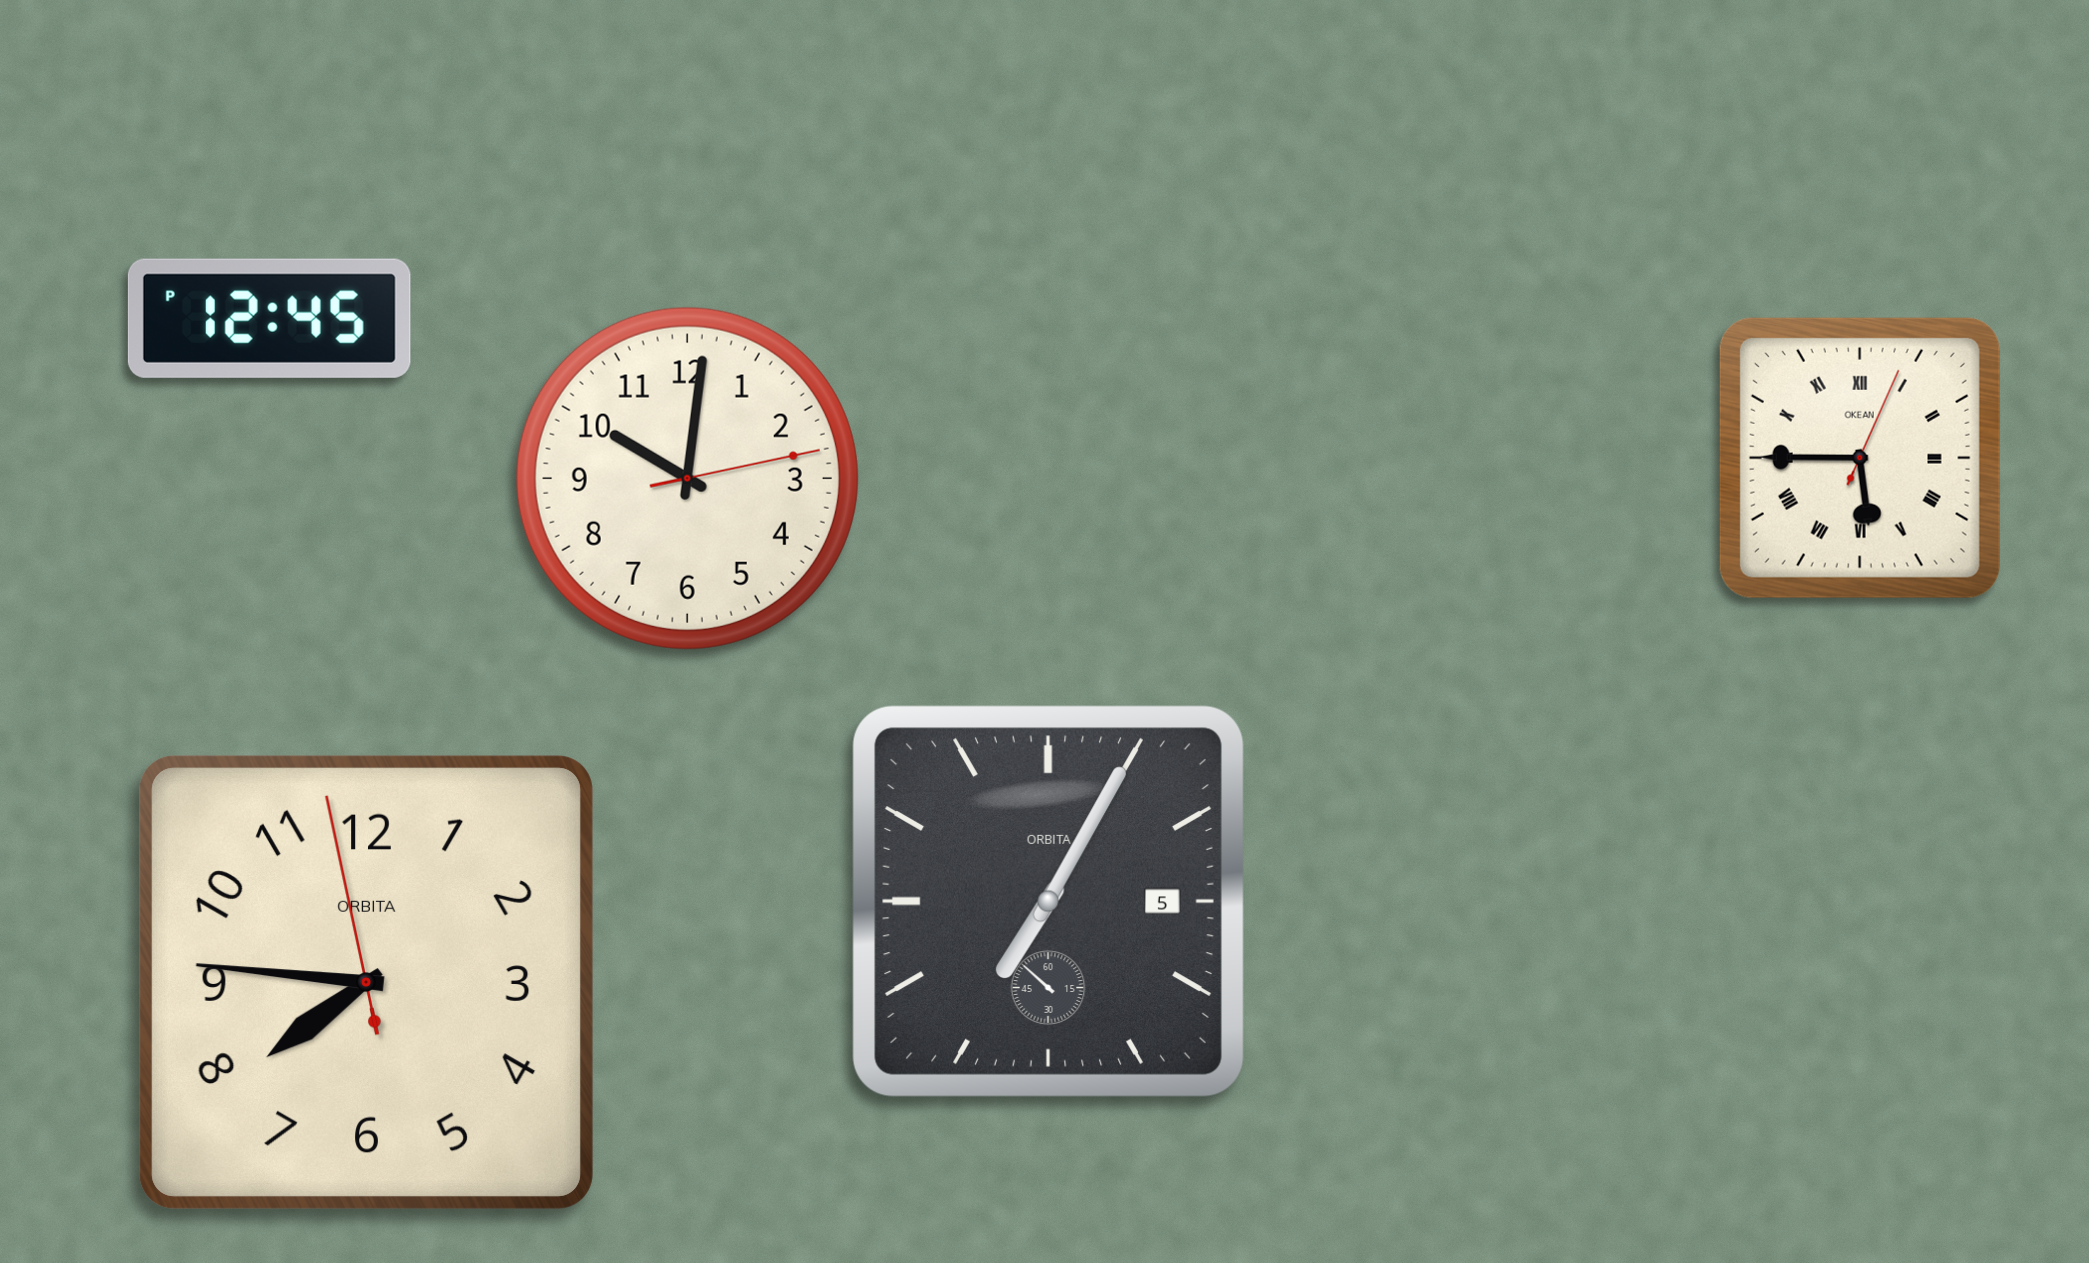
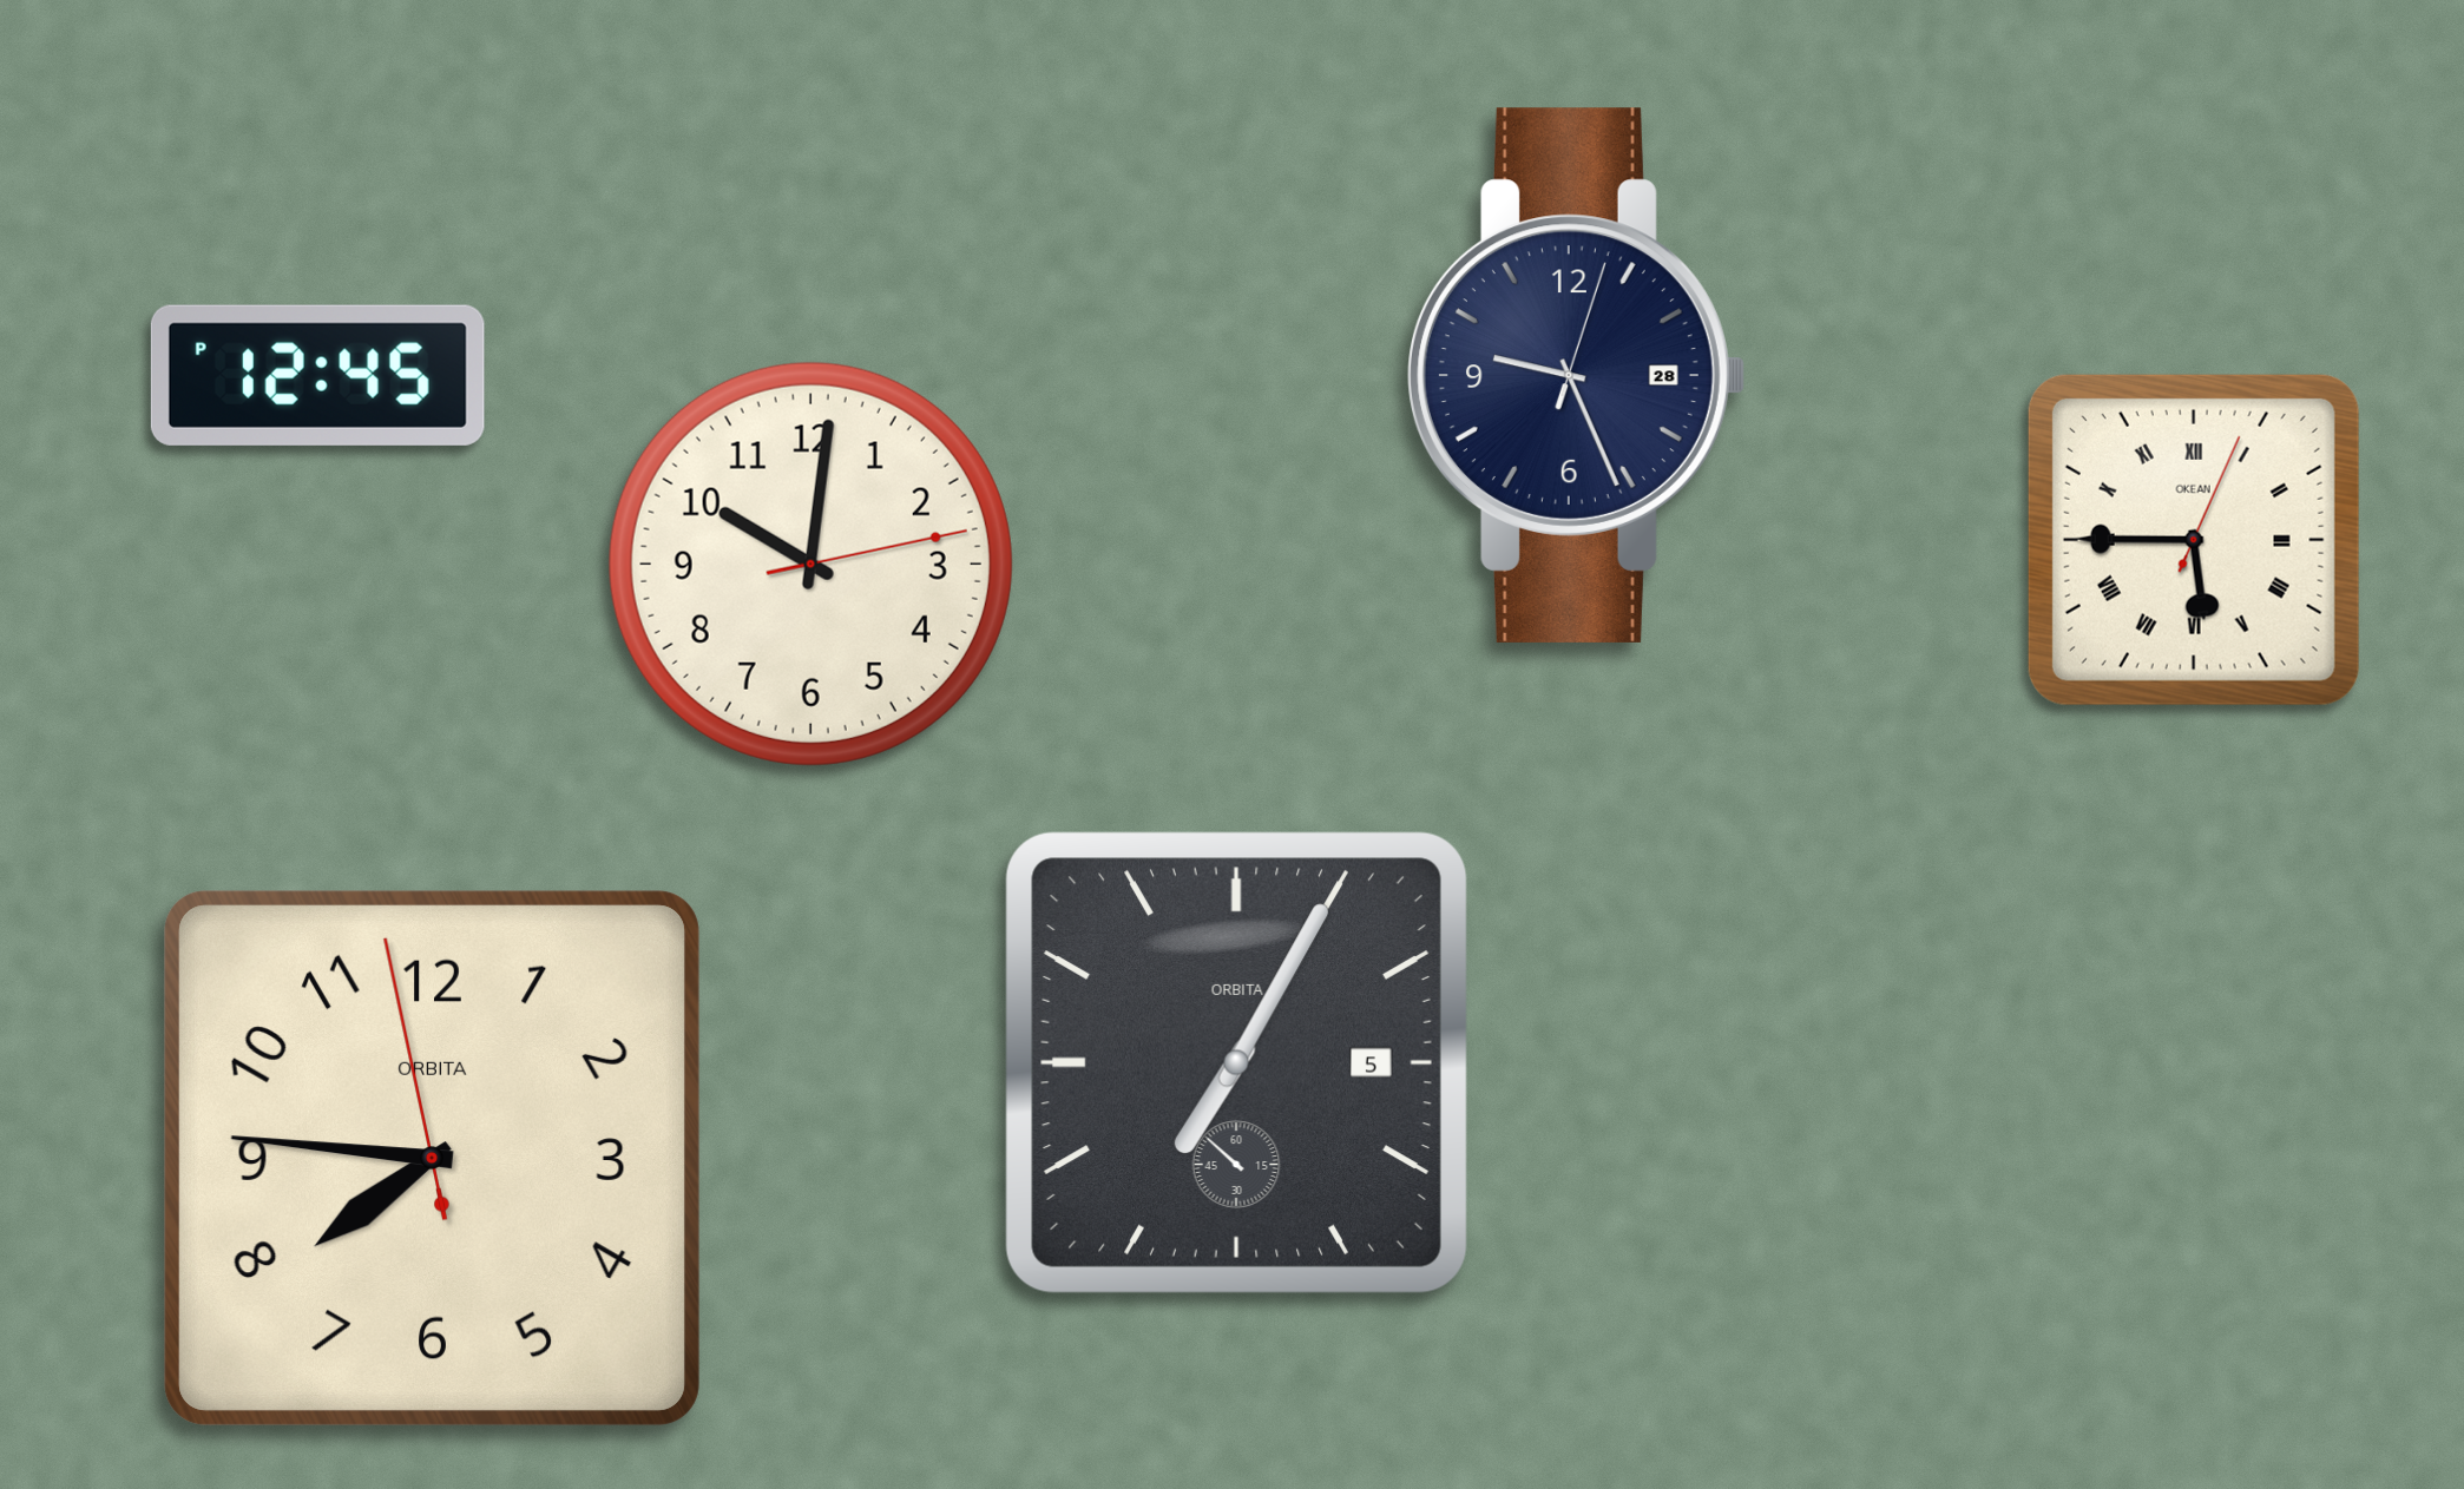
clock at (1576, 375): none -> 9:26
